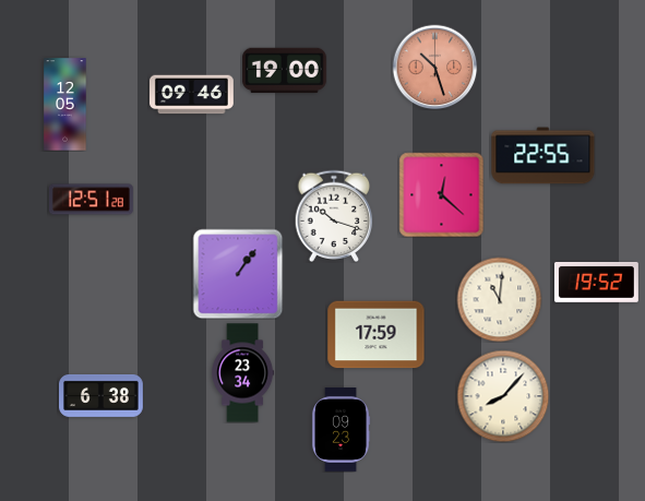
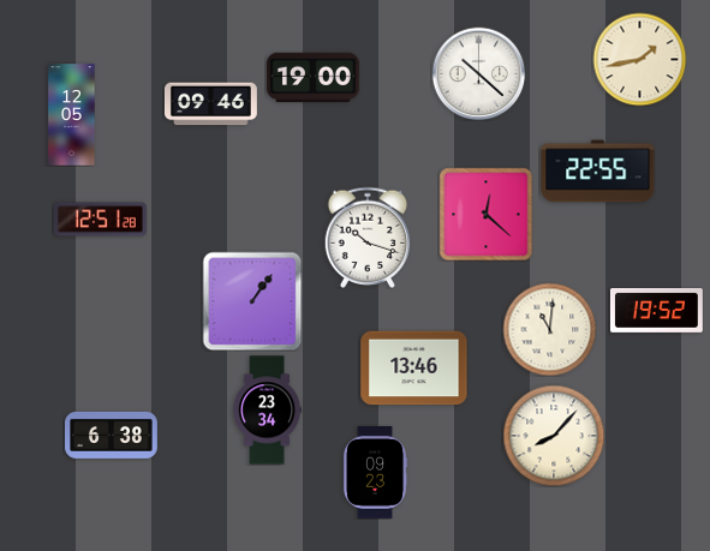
clock at (639, 59): none -> 1:43
clock at (434, 67): 10:27 -> 10:22
clock at (434, 67) dial: salmon -> white
clock at (238, 274) position: (238, 274) -> (252, 301)
clock at (377, 335): 17:59 -> 13:46
